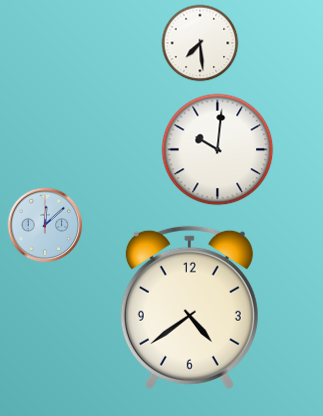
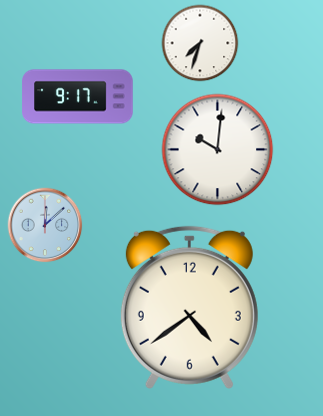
clock at (200, 43): 7:29 -> 7:33
clock at (78, 97): none -> 9:17
